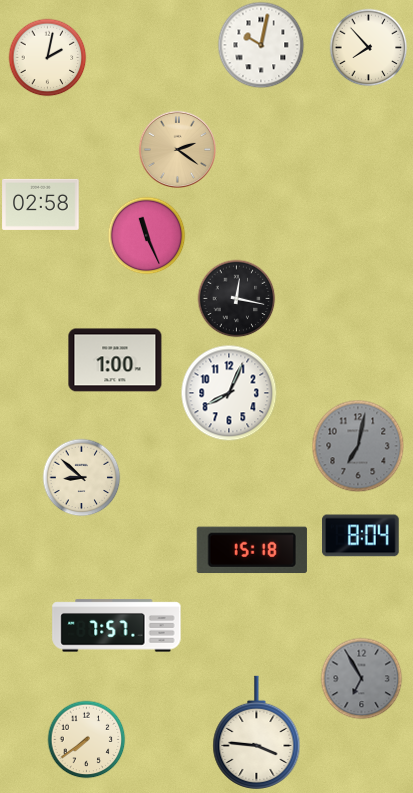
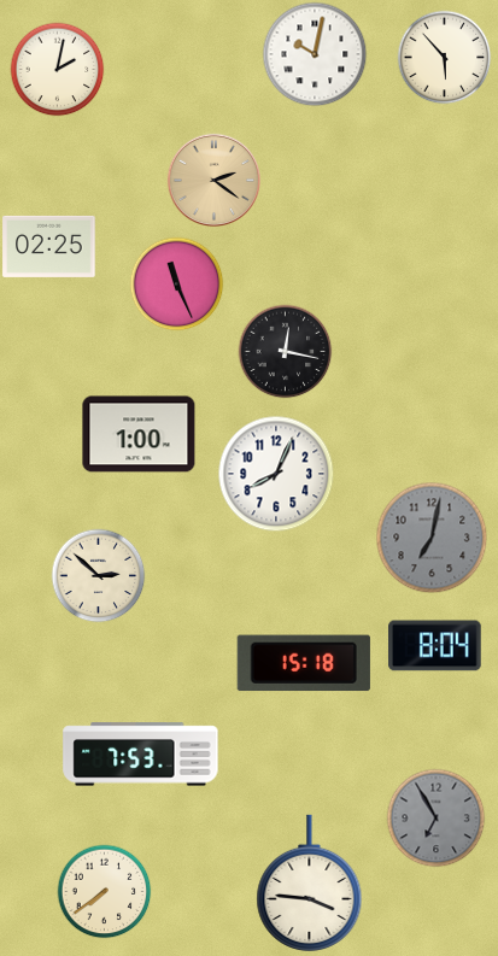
clock at (368, 47): 7:53 -> 5:53
clock at (41, 204): 02:58 -> 02:25
clock at (236, 298) position: (236, 298) -> (285, 351)
clock at (81, 477): 8:52 -> 2:52
clock at (117, 626): 7:57 -> 7:53
